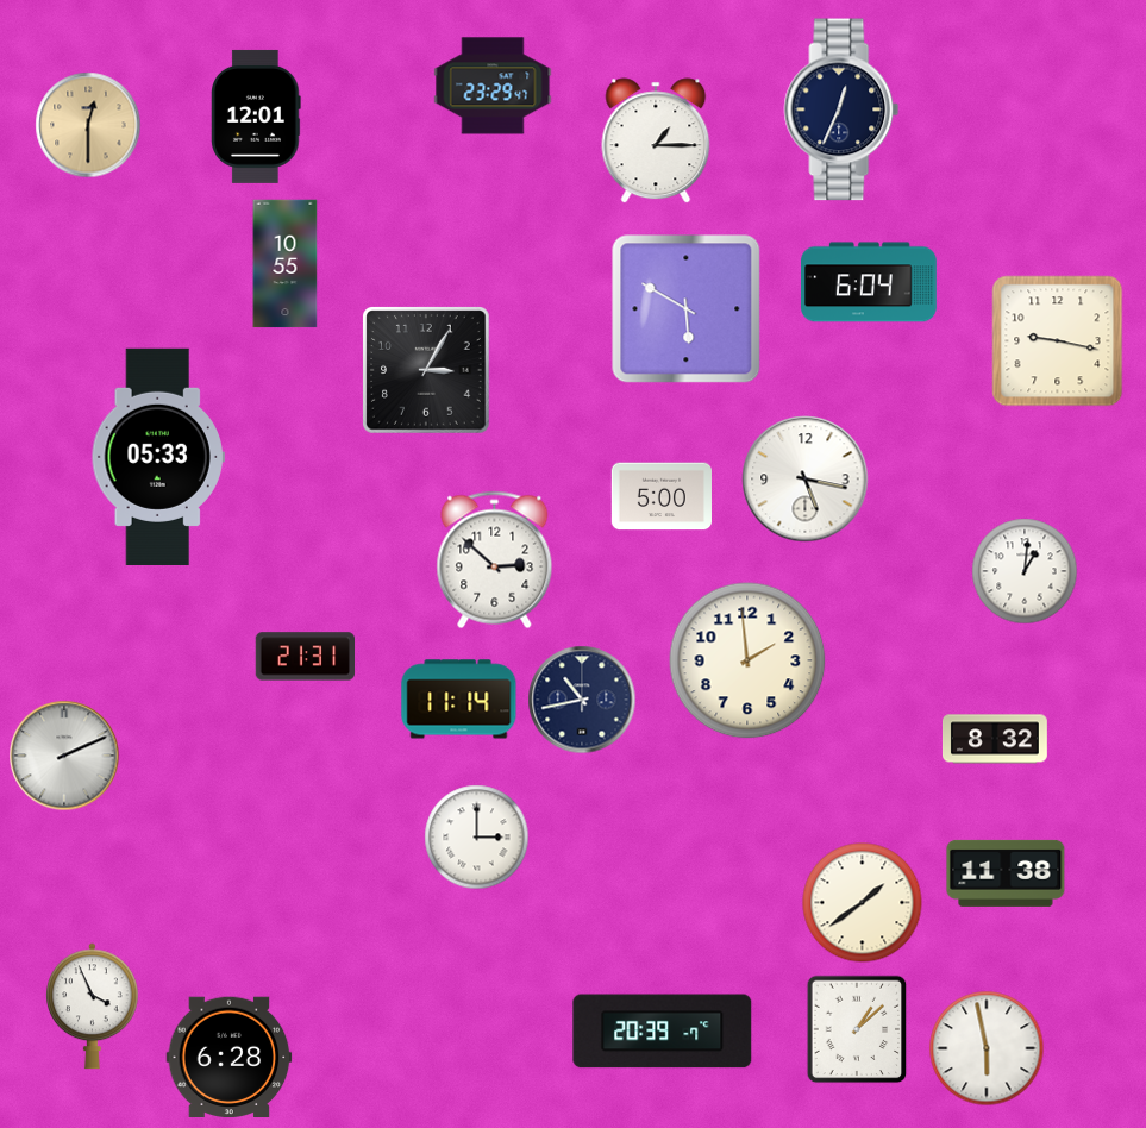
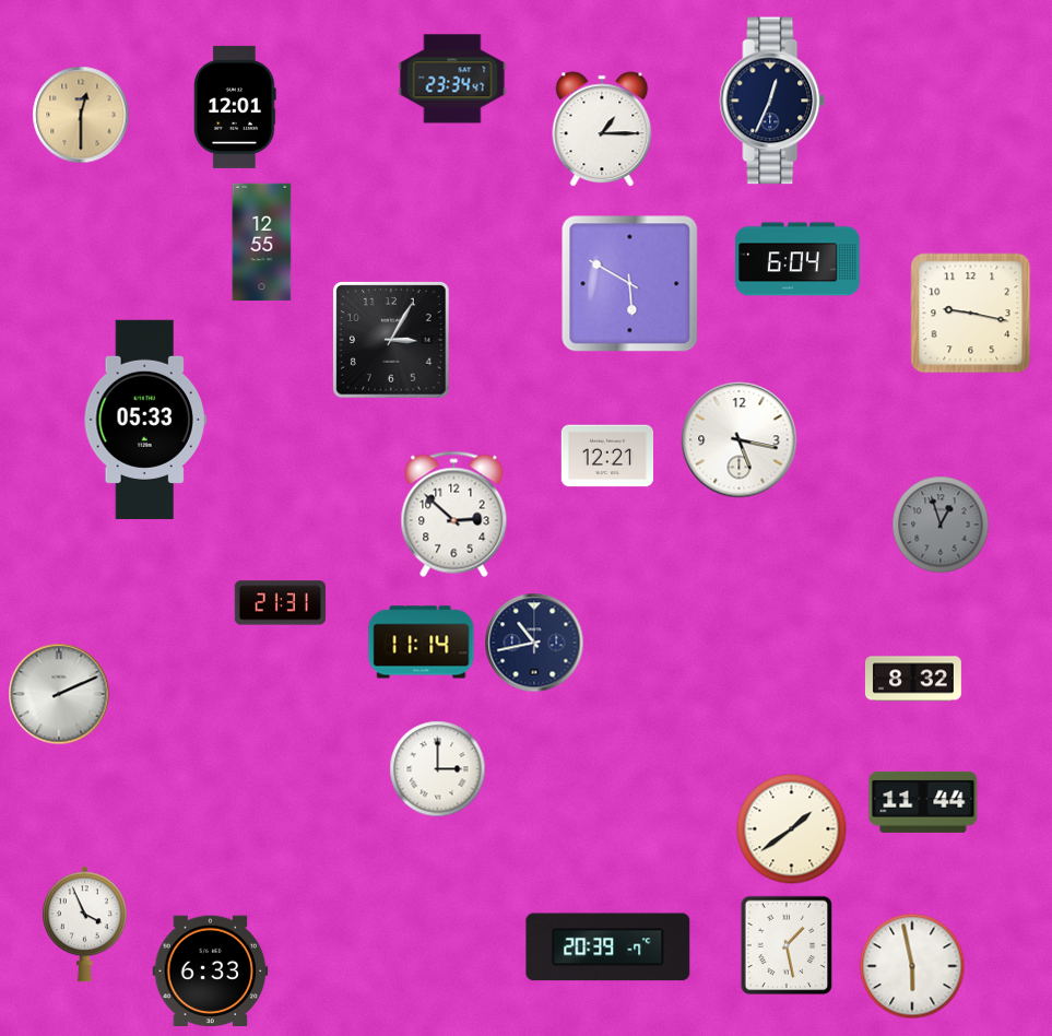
clock at (493, 86): 23:29 -> 23:34
clock at (286, 264): 10:55 -> 12:55
clock at (660, 496): 5:00 -> 12:21
clock at (1025, 571): 1:01 -> 12:57
clock at (1025, 571) dial: white -> grey
clock at (747, 660): 1:59 -> none
clock at (1006, 873): 11:38 -> 11:44
clock at (857, 1029): 1:08 -> 1:28
clock at (987, 1048) position: (987, 1048) -> (912, 966)
clock at (230, 1057): 6:28 -> 6:33
